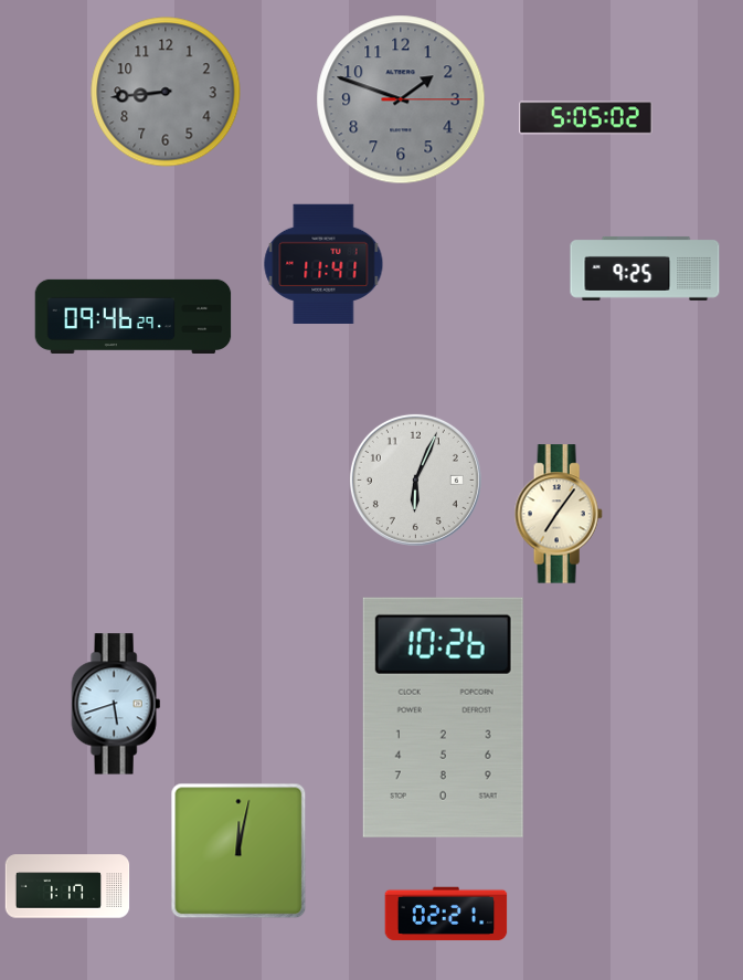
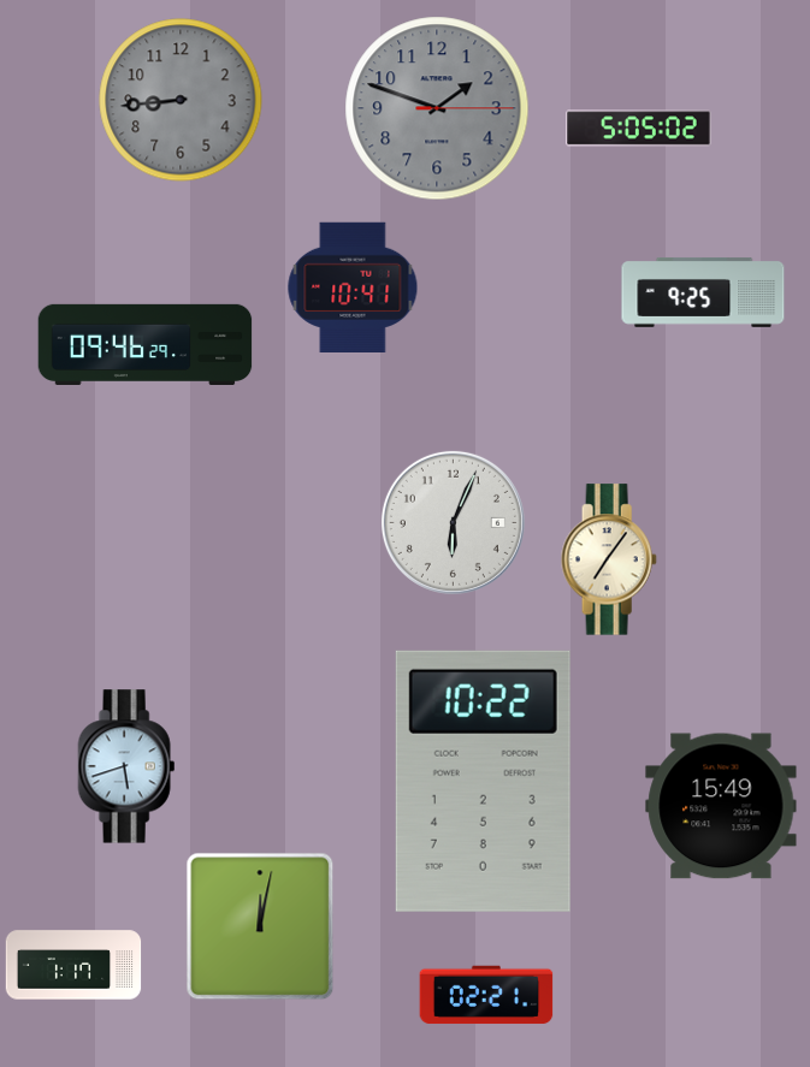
clock at (323, 263): 11:41 -> 10:41
clock at (443, 717): 10:26 -> 10:22
clock at (721, 806): none -> 15:49
